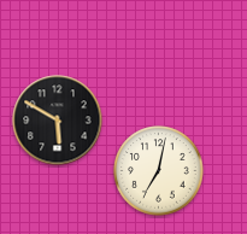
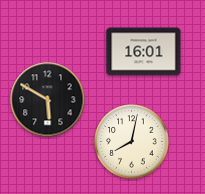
clock at (144, 52): none -> 16:01
clock at (159, 171): 7:02 -> 8:02
